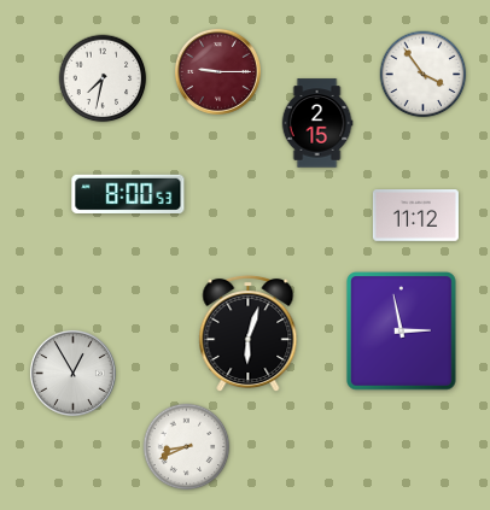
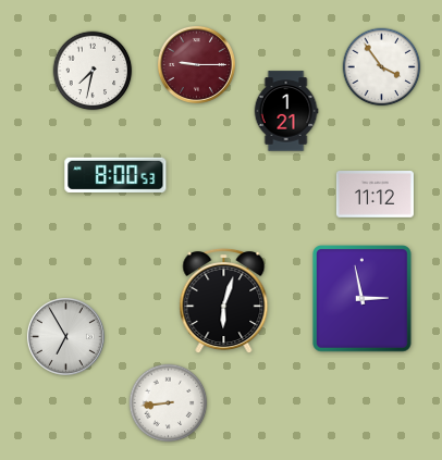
clock at (317, 123): 2:15 -> 1:21
clock at (72, 373): 12:55 -> 6:55
clock at (187, 447): 8:41 -> 8:44
